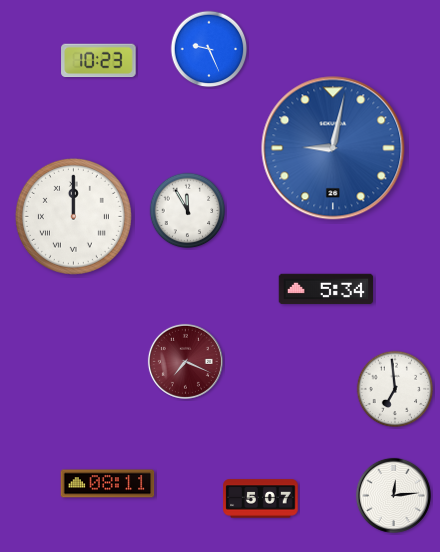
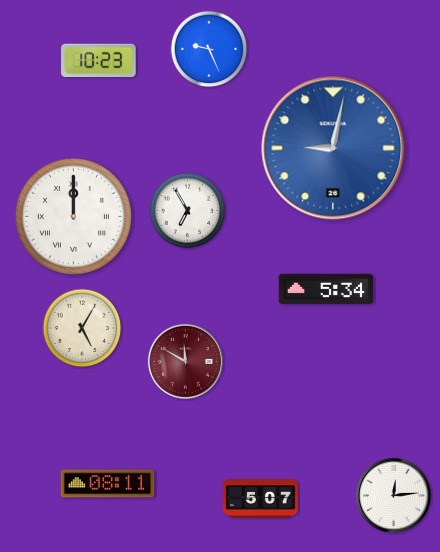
clock at (188, 211): 11:55 -> 6:55
clock at (82, 328): none -> 5:05
clock at (185, 361): 7:19 -> 11:50
clock at (395, 389): 6:59 -> none
